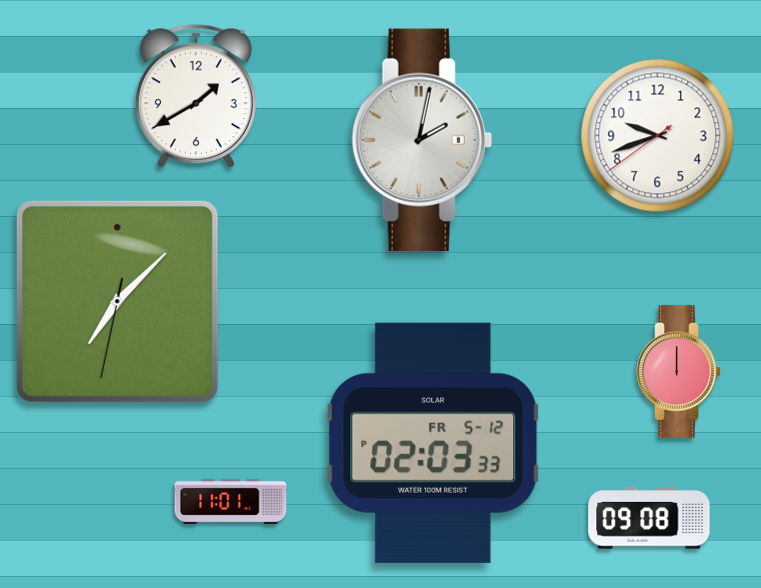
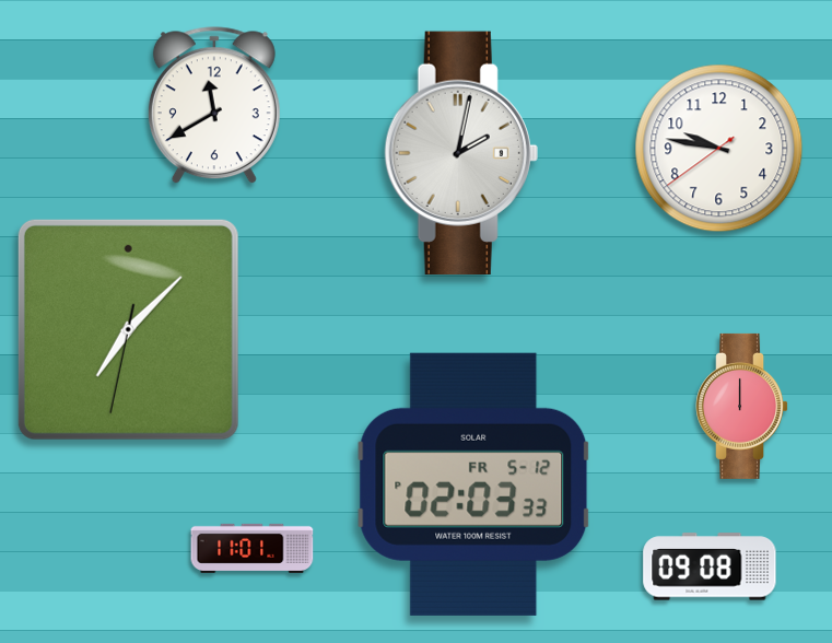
clock at (196, 97): 1:40 -> 11:40
clock at (658, 136): 9:41 -> 9:46
